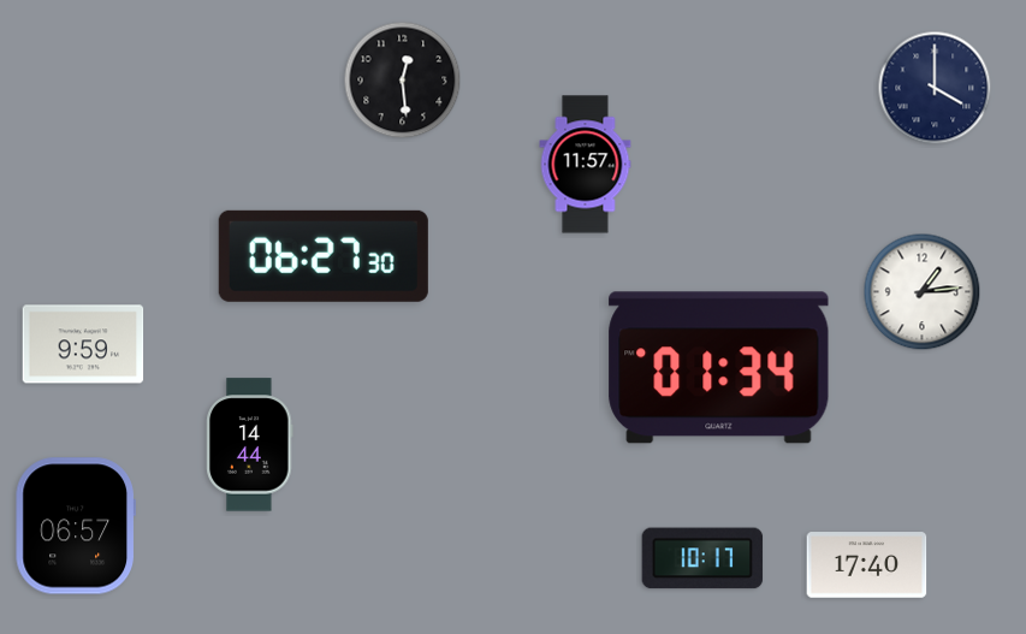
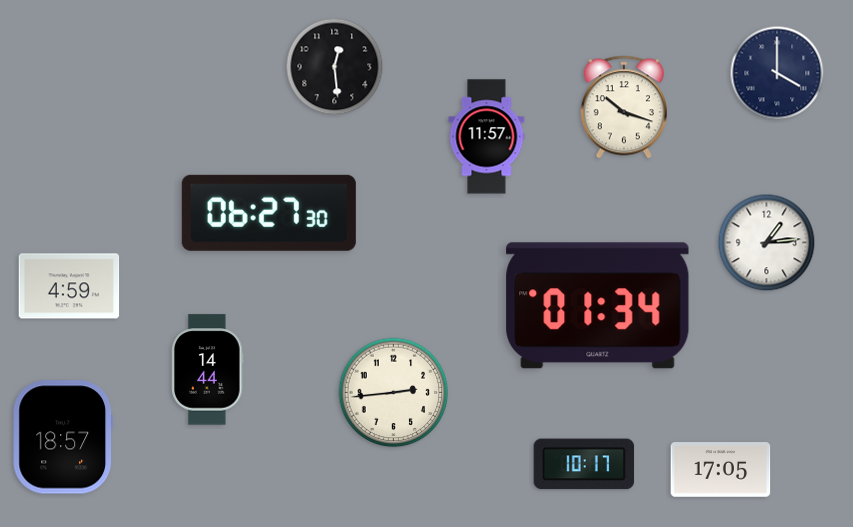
clock at (624, 107): none -> 10:18
clock at (83, 344): 9:59 -> 4:59
clock at (394, 393): none -> 2:44
clock at (75, 526): 06:57 -> 18:57
clock at (867, 565): 17:40 -> 17:05
